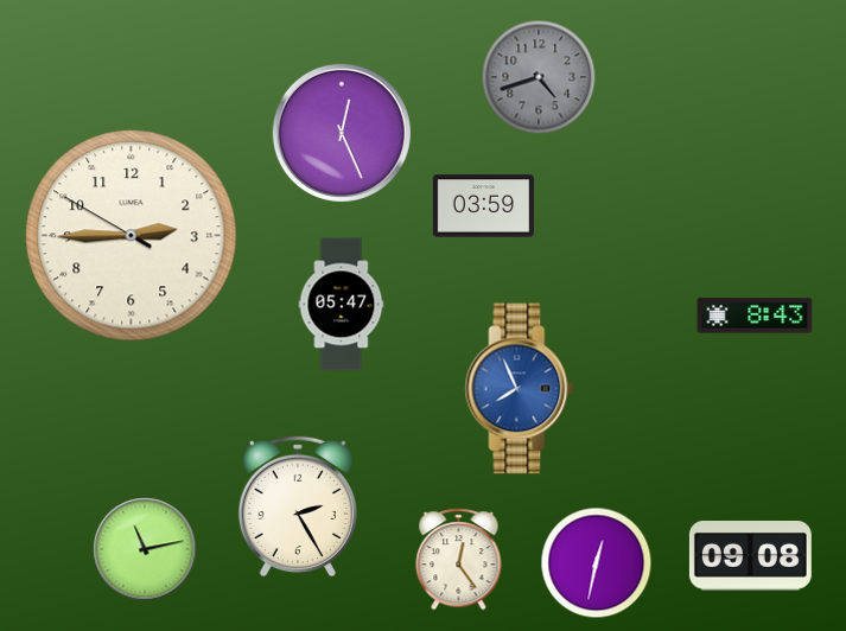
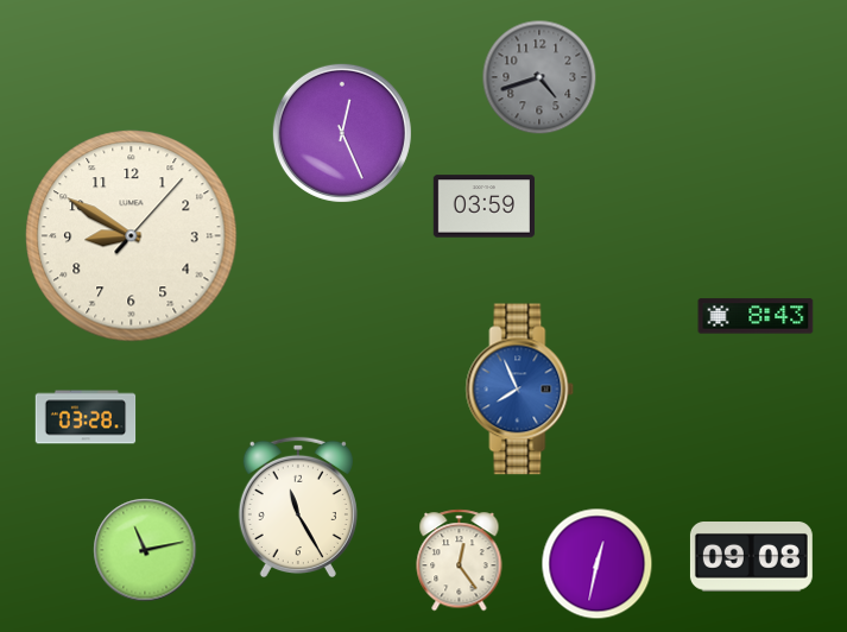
clock at (132, 236): 2:44 -> 8:50
clock at (342, 305): 05:47 -> none
clock at (86, 417): none -> 03:28
clock at (298, 506): 2:25 -> 11:25
